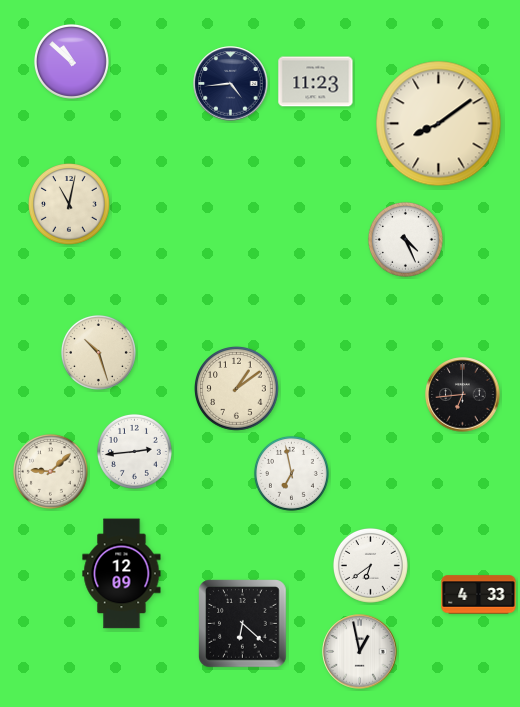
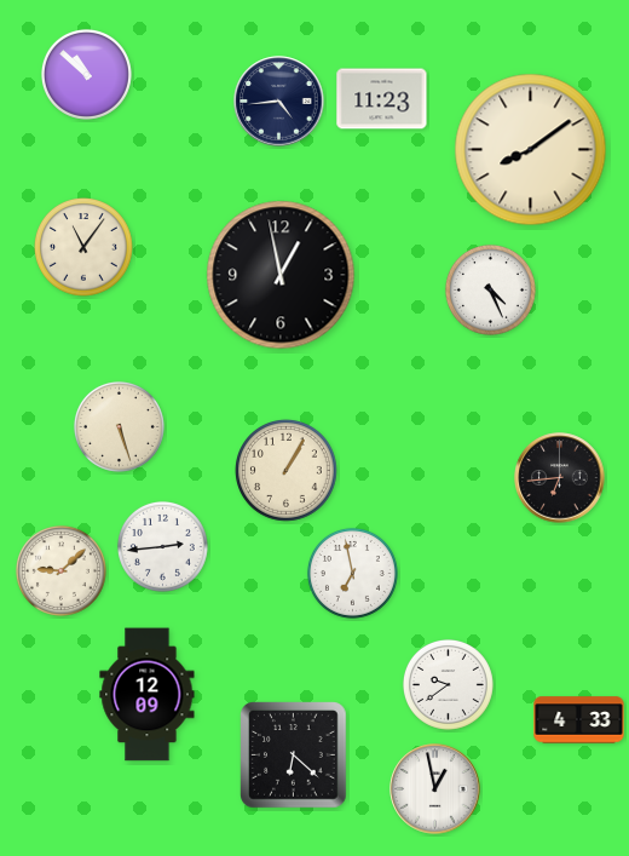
clock at (70, 205): 11:02 -> 11:06
clock at (281, 275): none -> 12:58
clock at (98, 352): 10:27 -> 5:27
clock at (237, 389): 1:09 -> 1:05
clock at (370, 565): 6:39 -> 9:39
